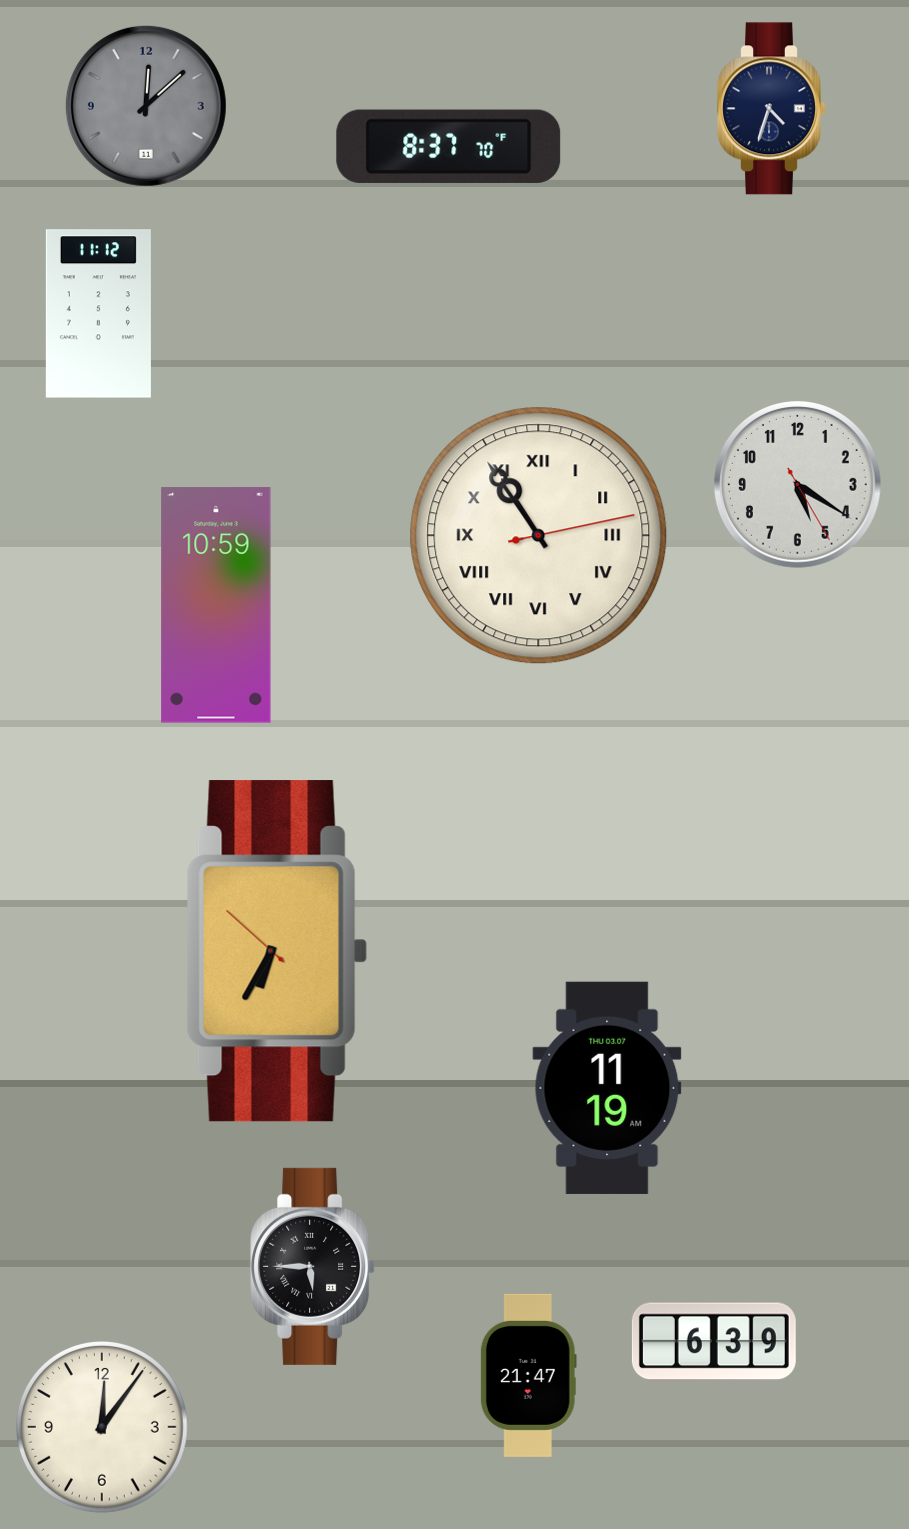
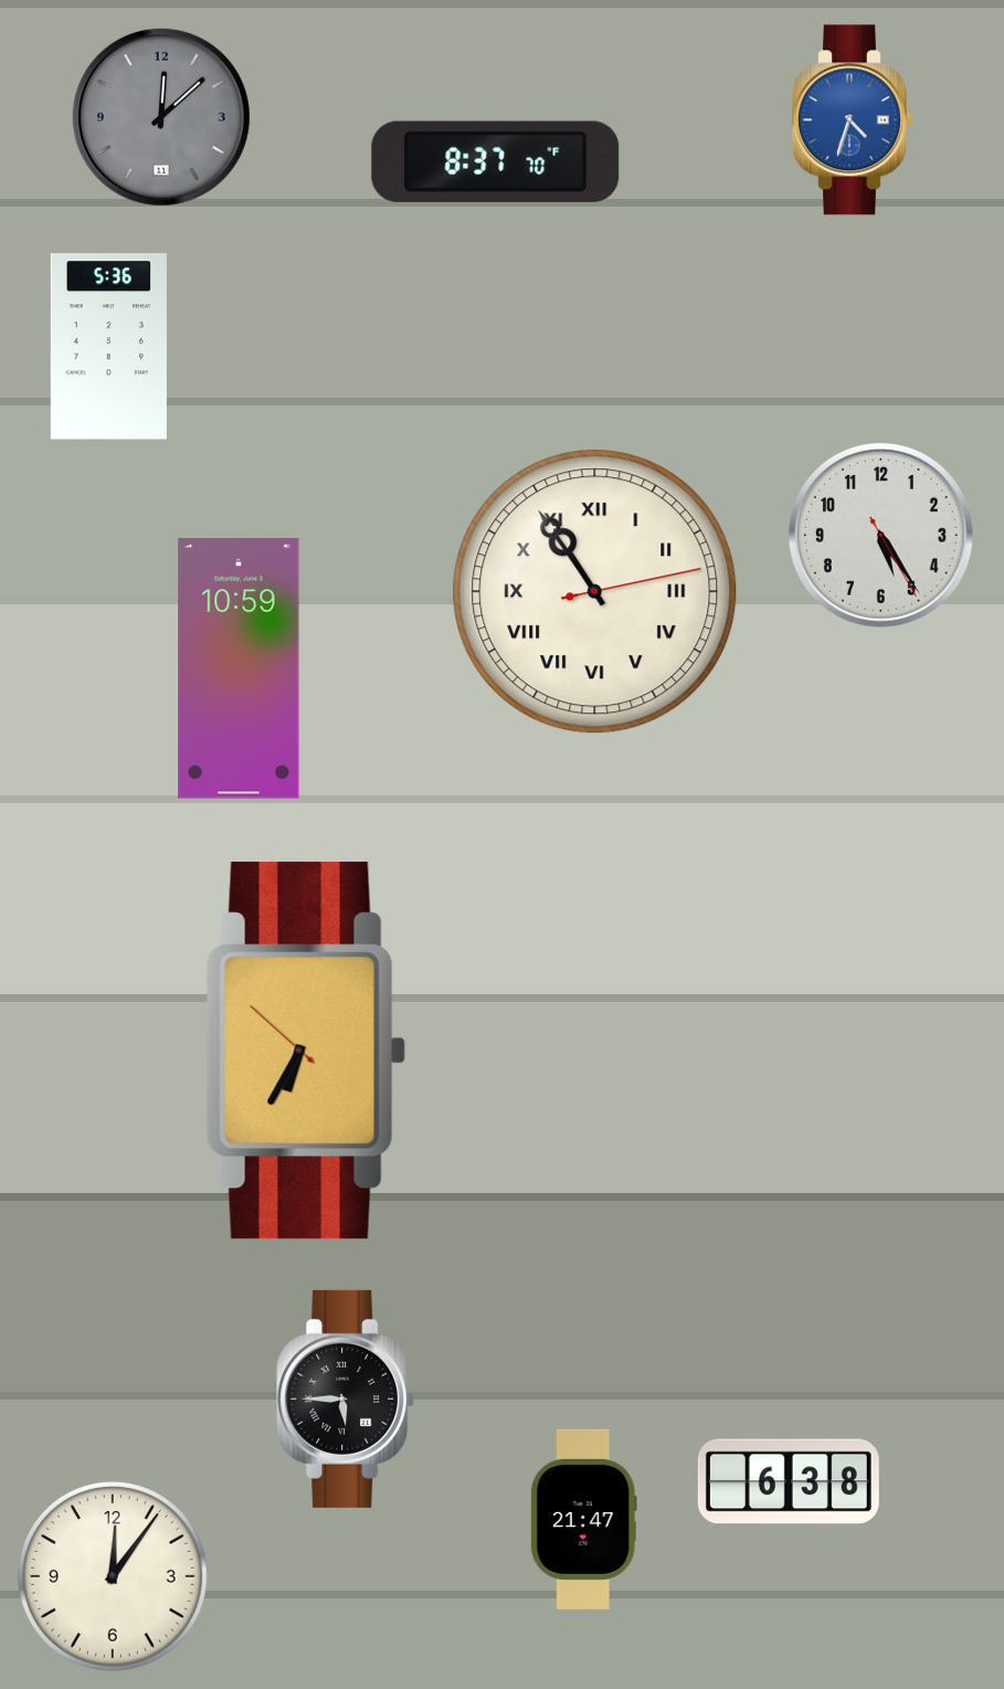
clock at (772, 109) dial: navy -> blue
clock at (98, 314): 11:12 -> 5:36
clock at (797, 484): 5:20 -> 5:24
clock at (607, 1088): 11:19 -> none
clock at (714, 1342): 6:39 -> 6:38
